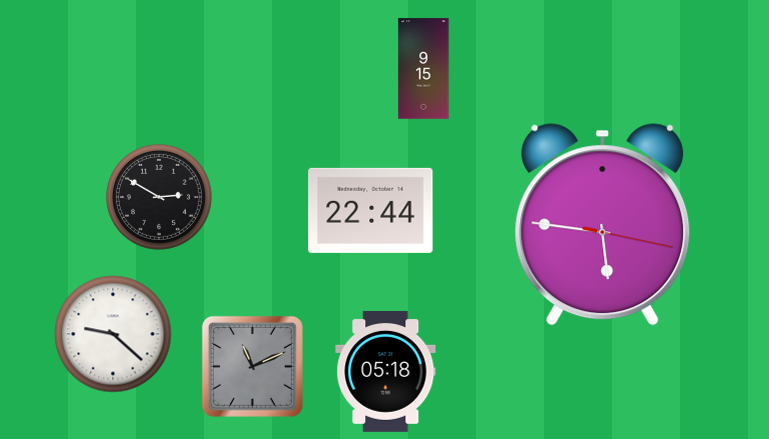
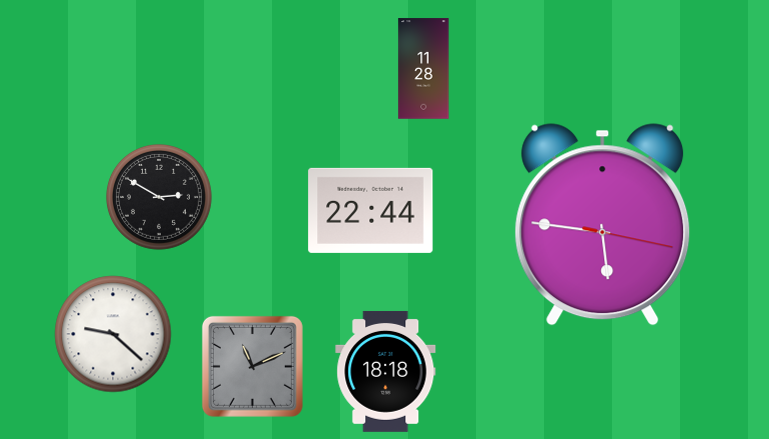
clock at (424, 69): 9:15 -> 11:28
clock at (386, 371): 05:18 -> 18:18
